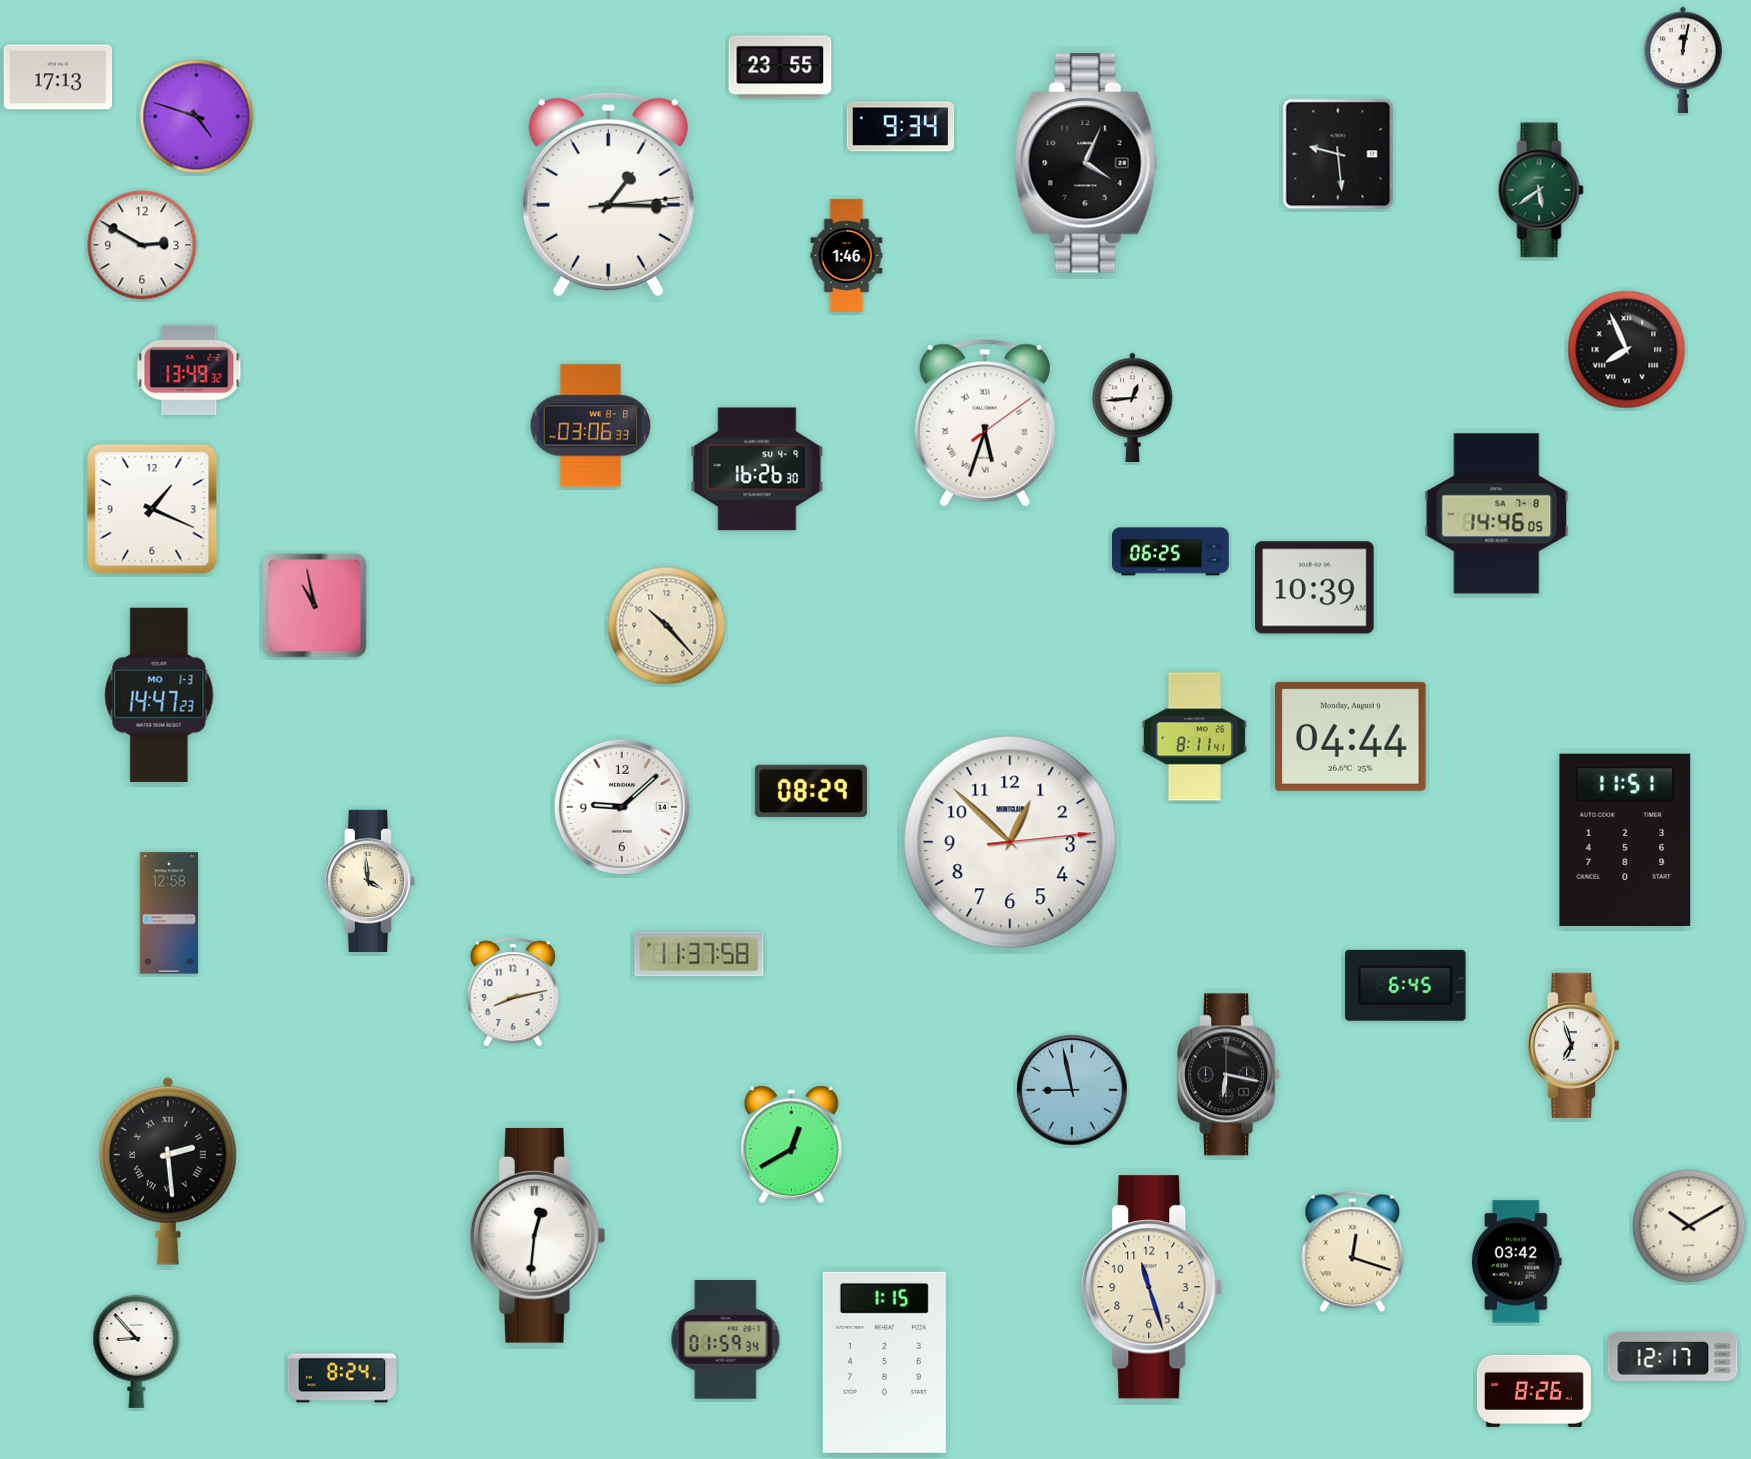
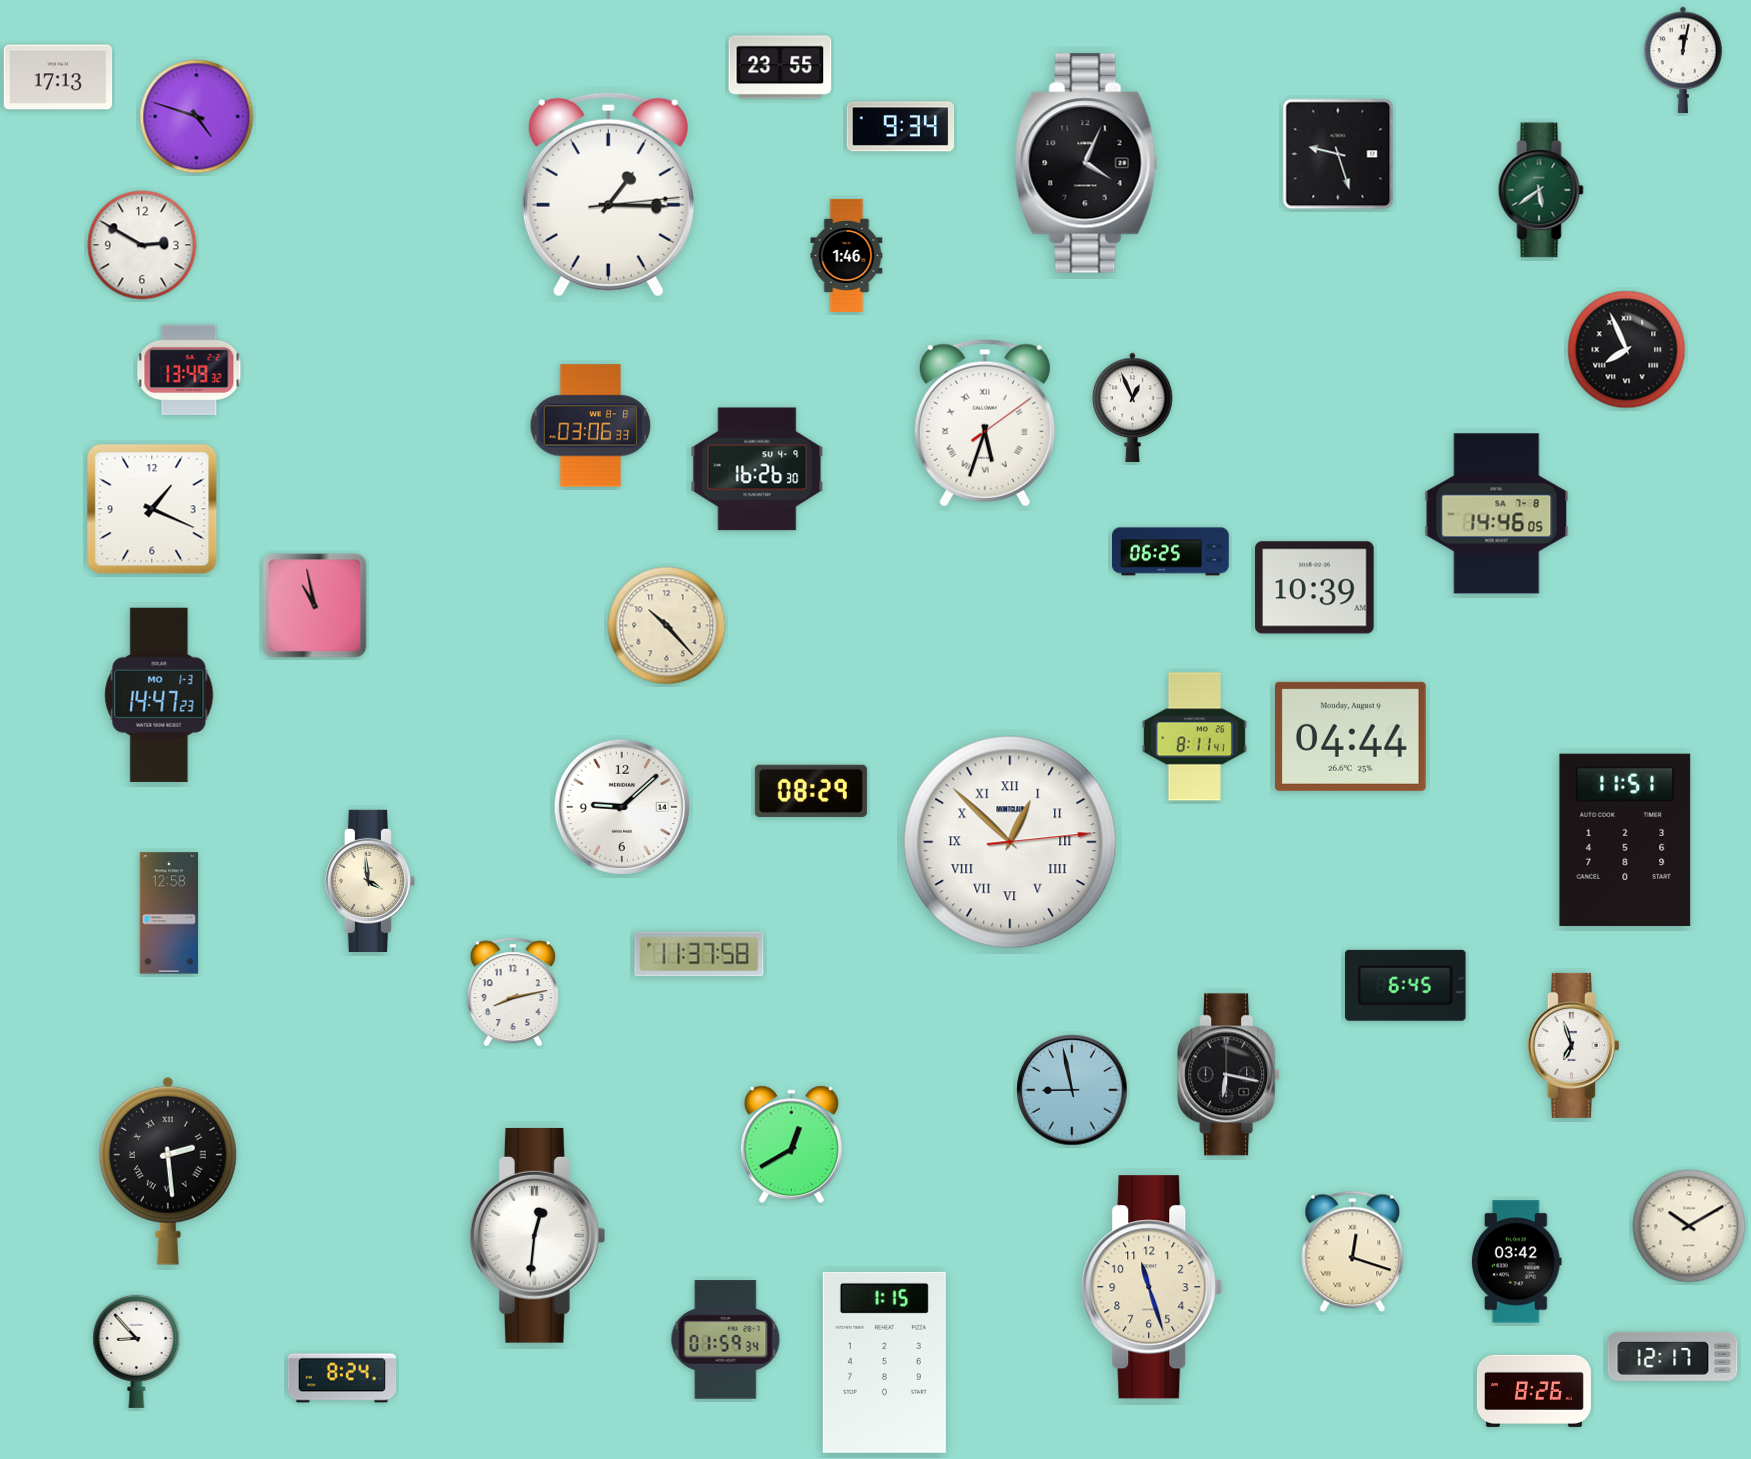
clock at (1338, 154): 9:29 -> 9:27
clock at (1133, 407): 12:44 -> 12:56
clock at (1010, 842) numerals: Arabic -> Roman
